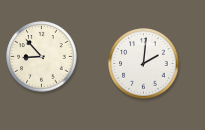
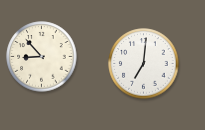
clock at (144, 64): 2:01 -> 7:01
